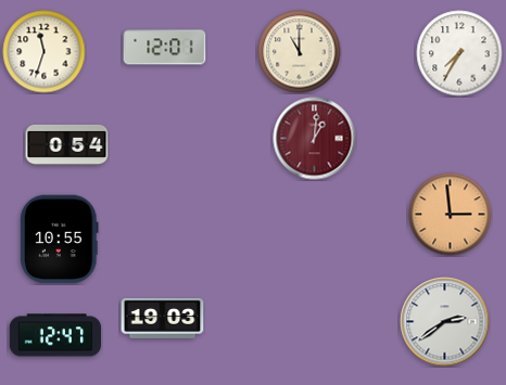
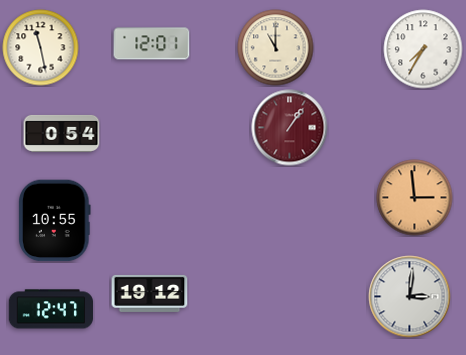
clock at (45, 52): 11:33 -> 11:28
clock at (315, 139): 1:01 -> 1:06
clock at (163, 318): 19:03 -> 19:12
clock at (445, 322): 2:39 -> 3:01
